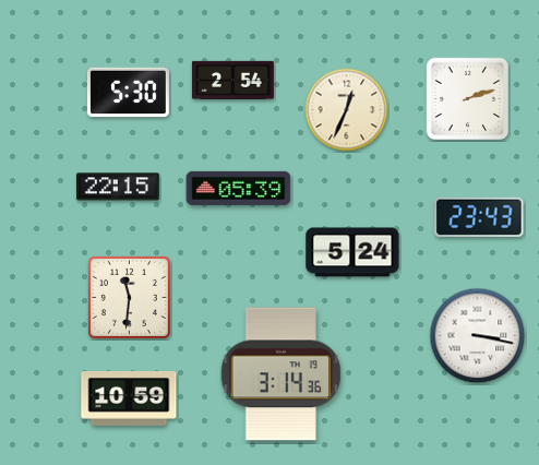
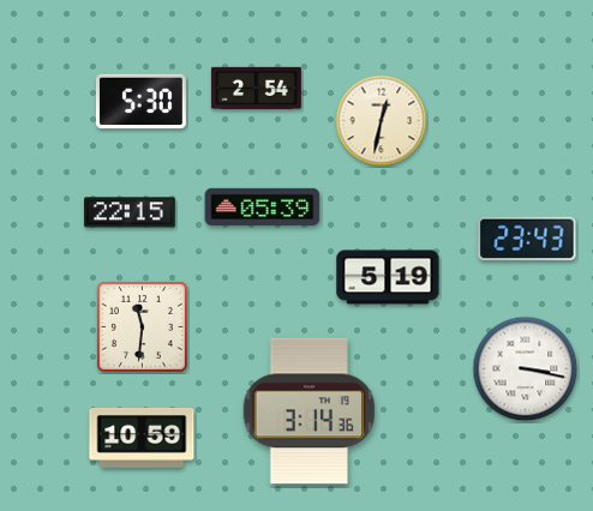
clock at (468, 99): 2:12 -> none
clock at (347, 110): 12:34 -> 12:32
clock at (118, 187) position: (118, 187) -> (130, 212)
clock at (352, 252): 5:24 -> 5:19
